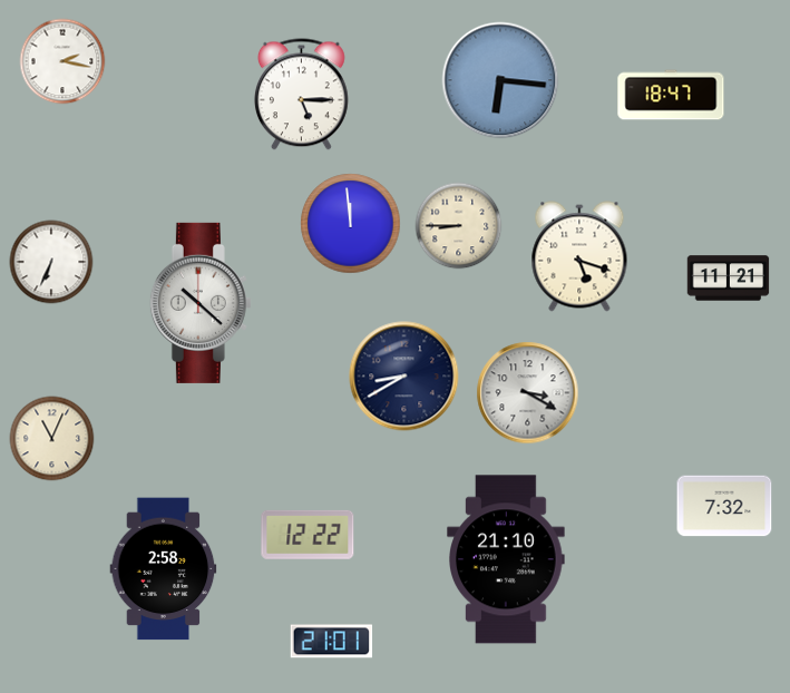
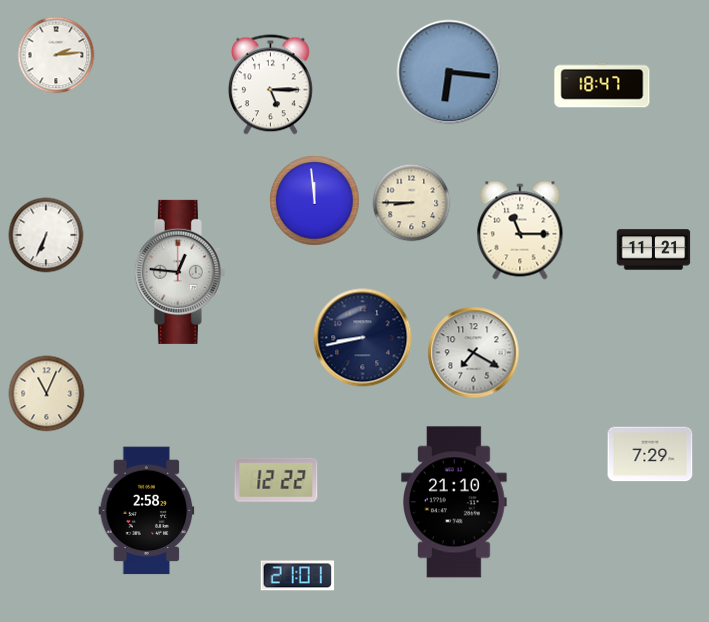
clock at (62, 61): 2:17 -> 2:14
clock at (579, 256): 5:18 -> 11:15
clock at (201, 303): 10:22 -> 12:46
clock at (404, 377): 8:40 -> 8:43
clock at (528, 393): 3:20 -> 7:20
clock at (724, 506): 7:32 -> 7:29
